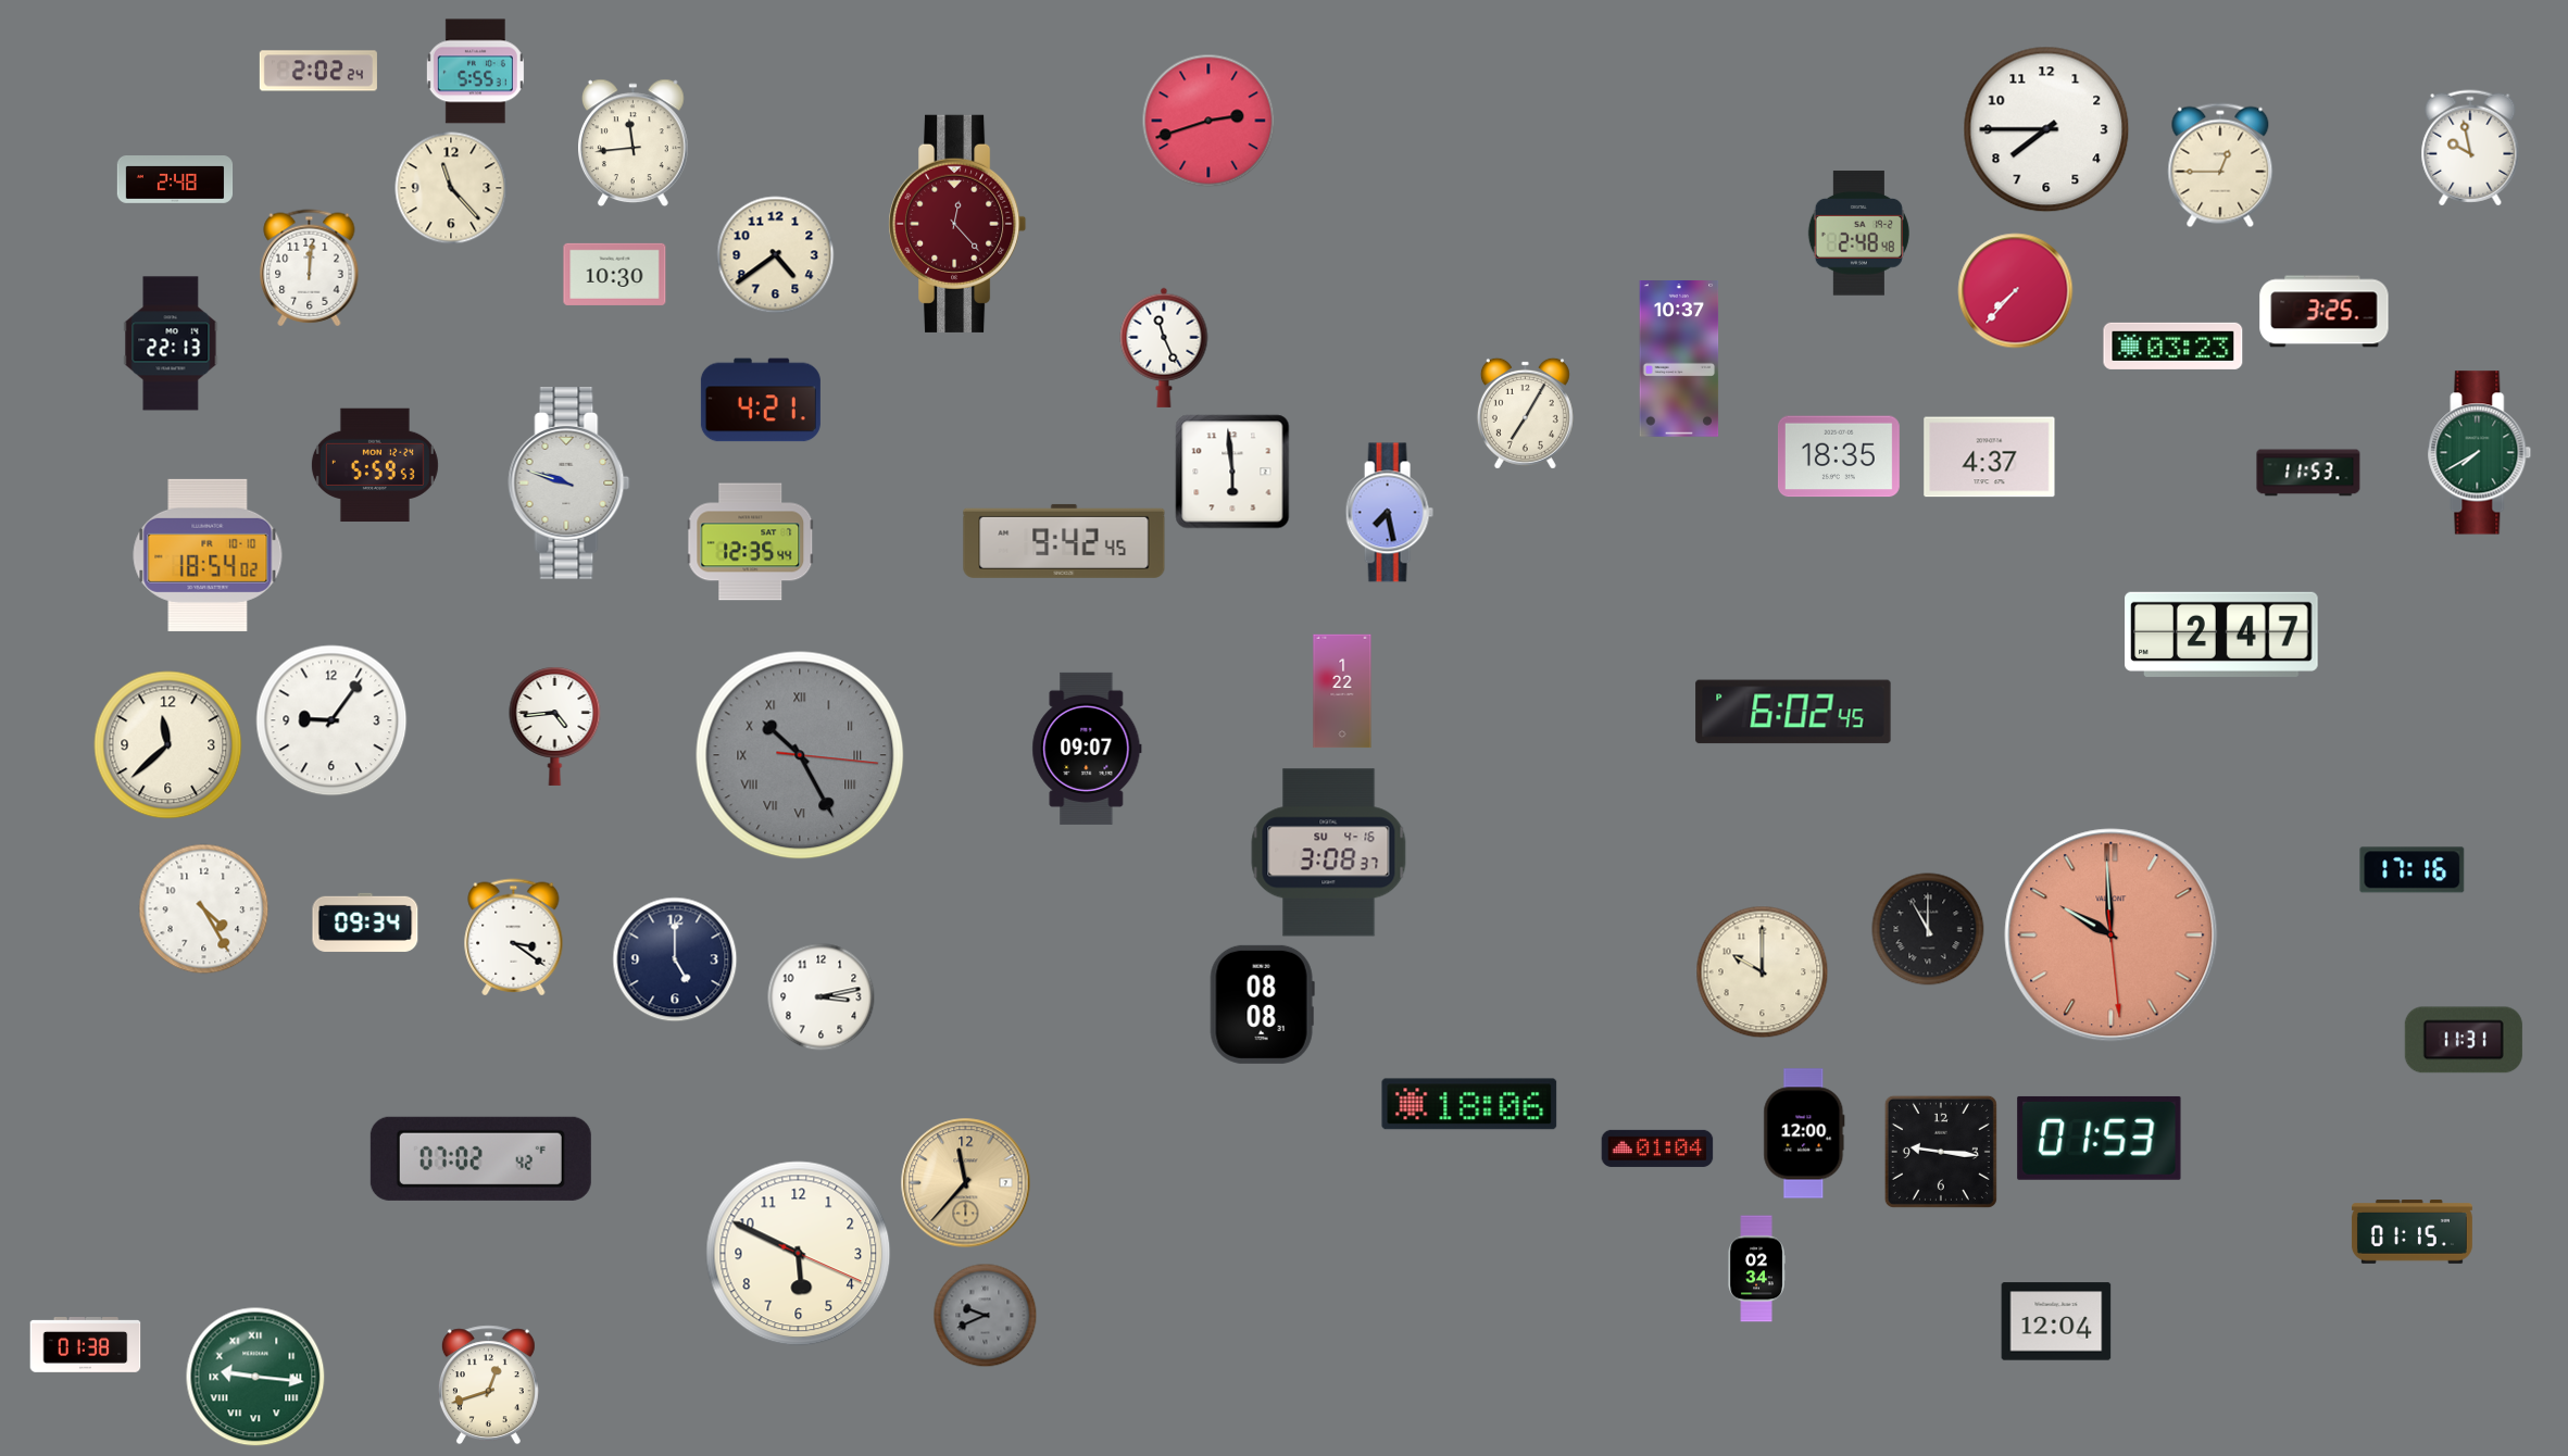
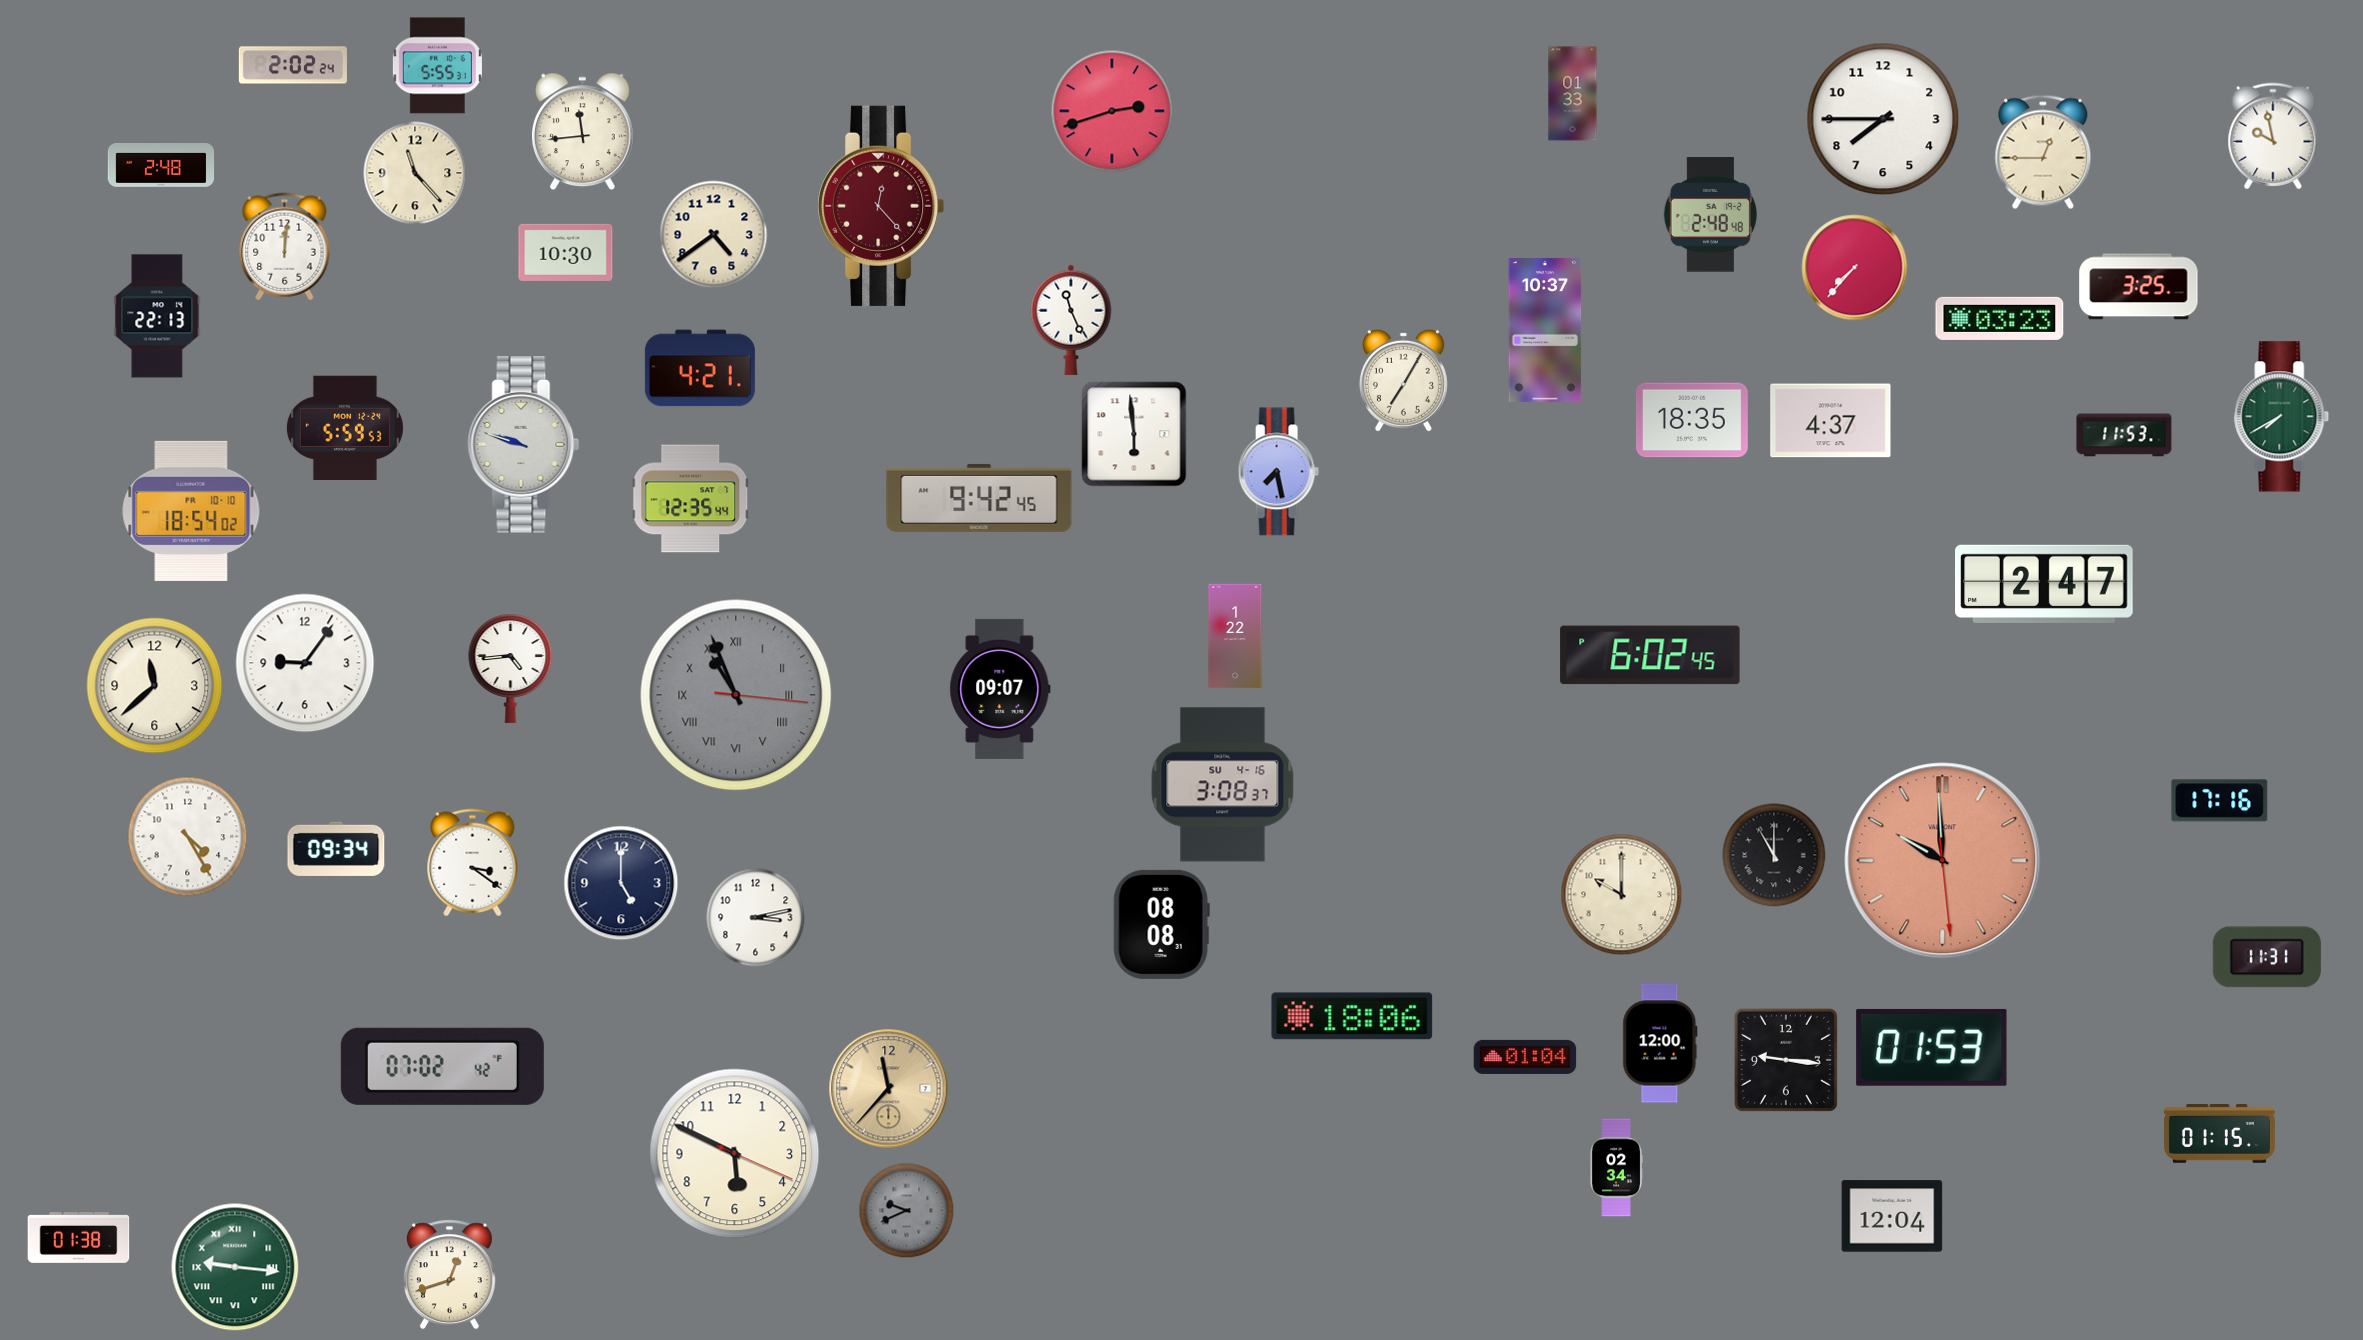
clock at (1573, 94): none -> 01:33
clock at (800, 755): 10:25 -> 10:56
